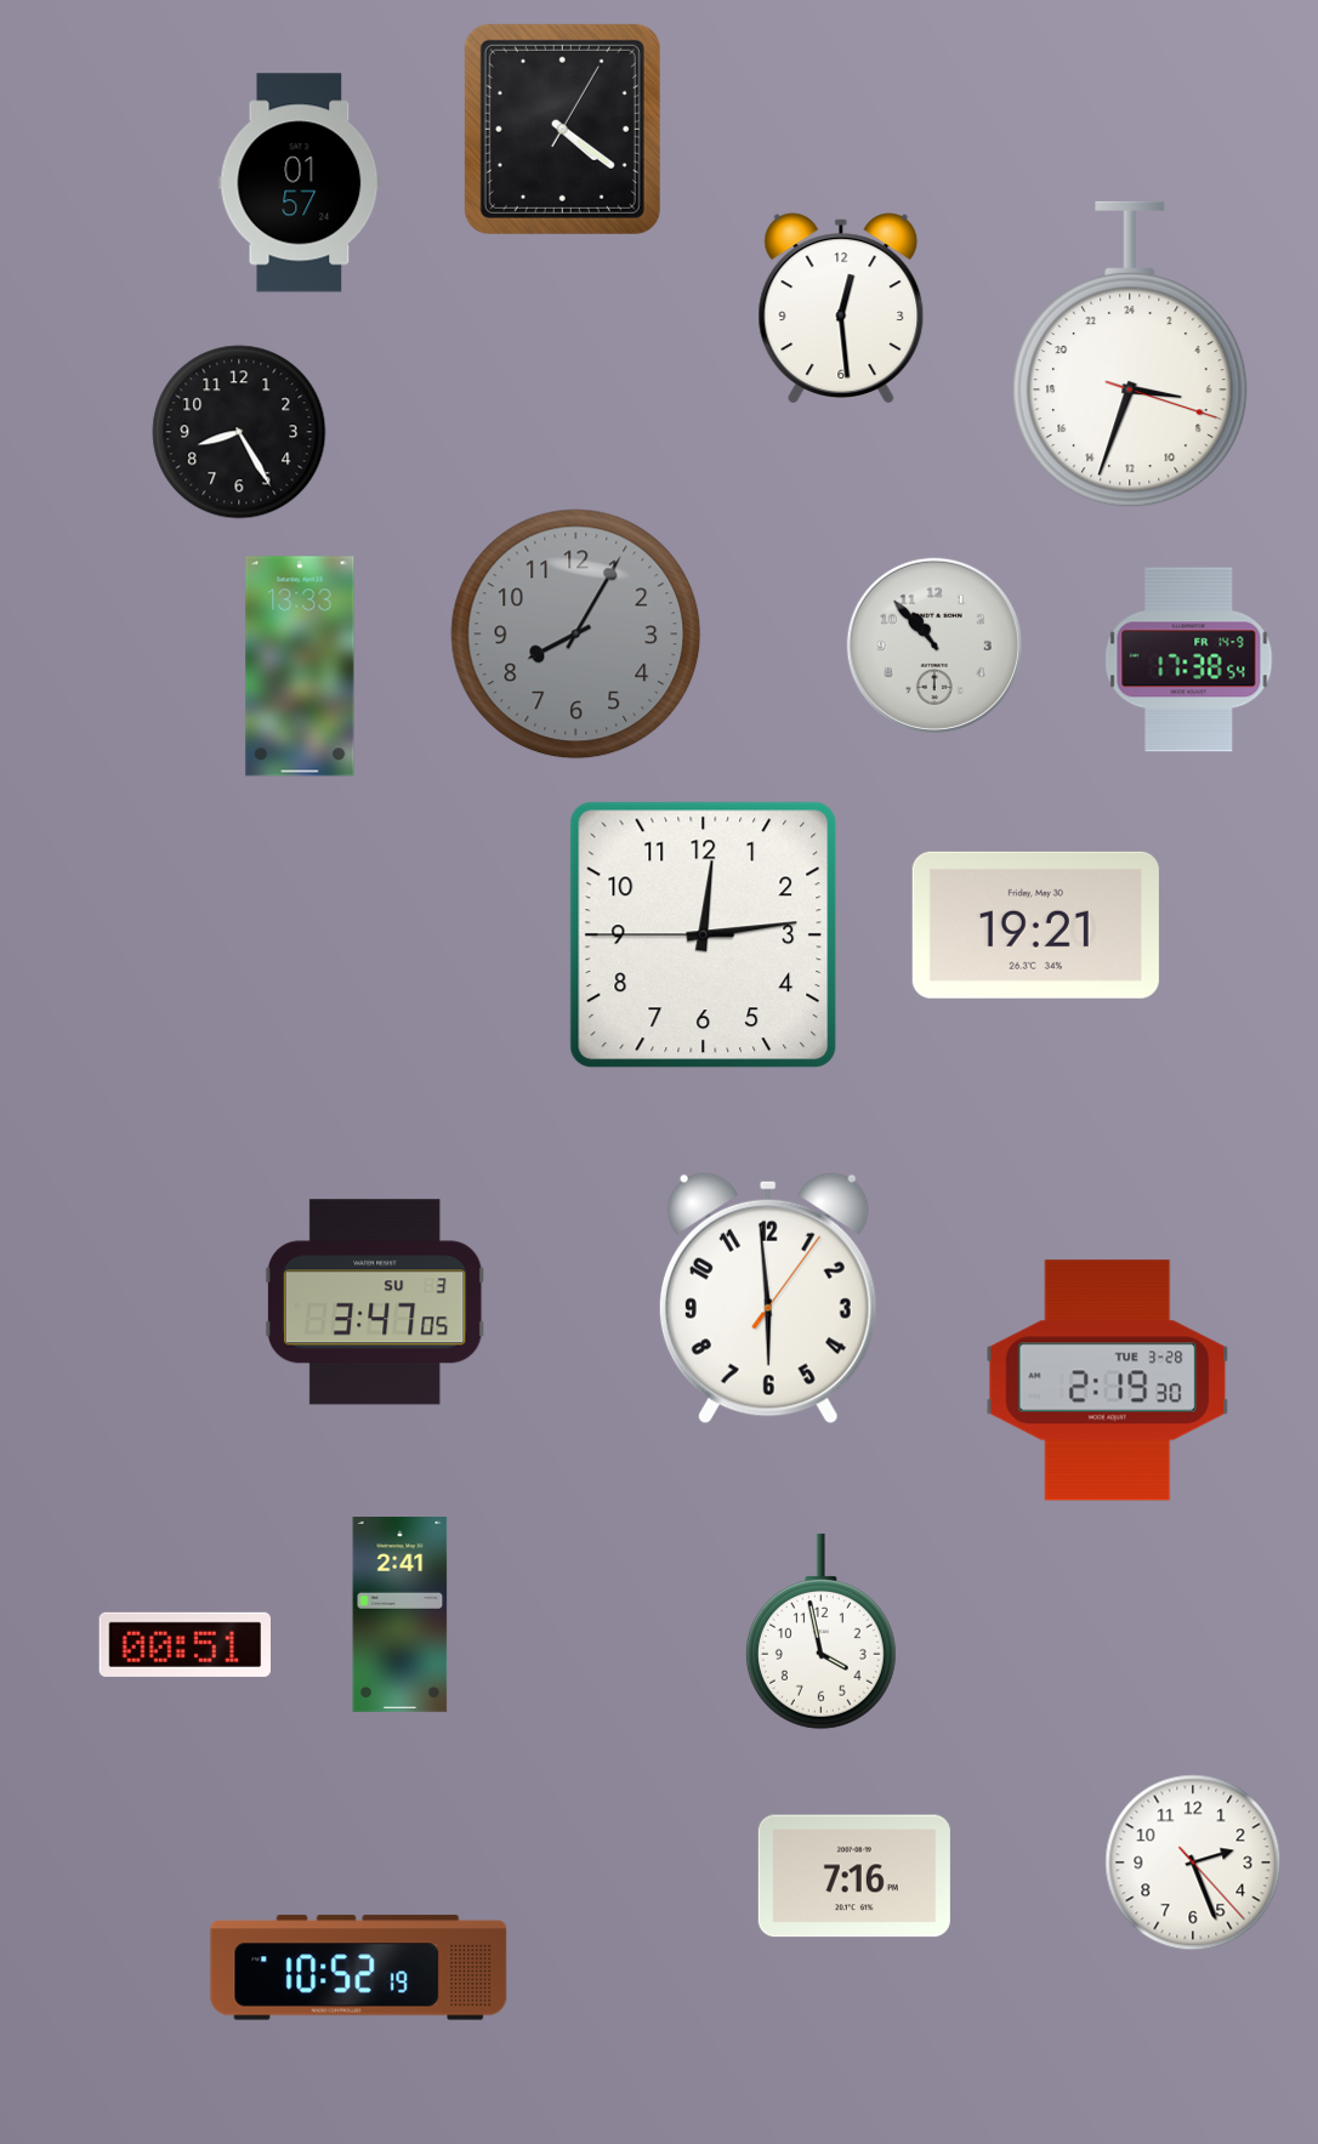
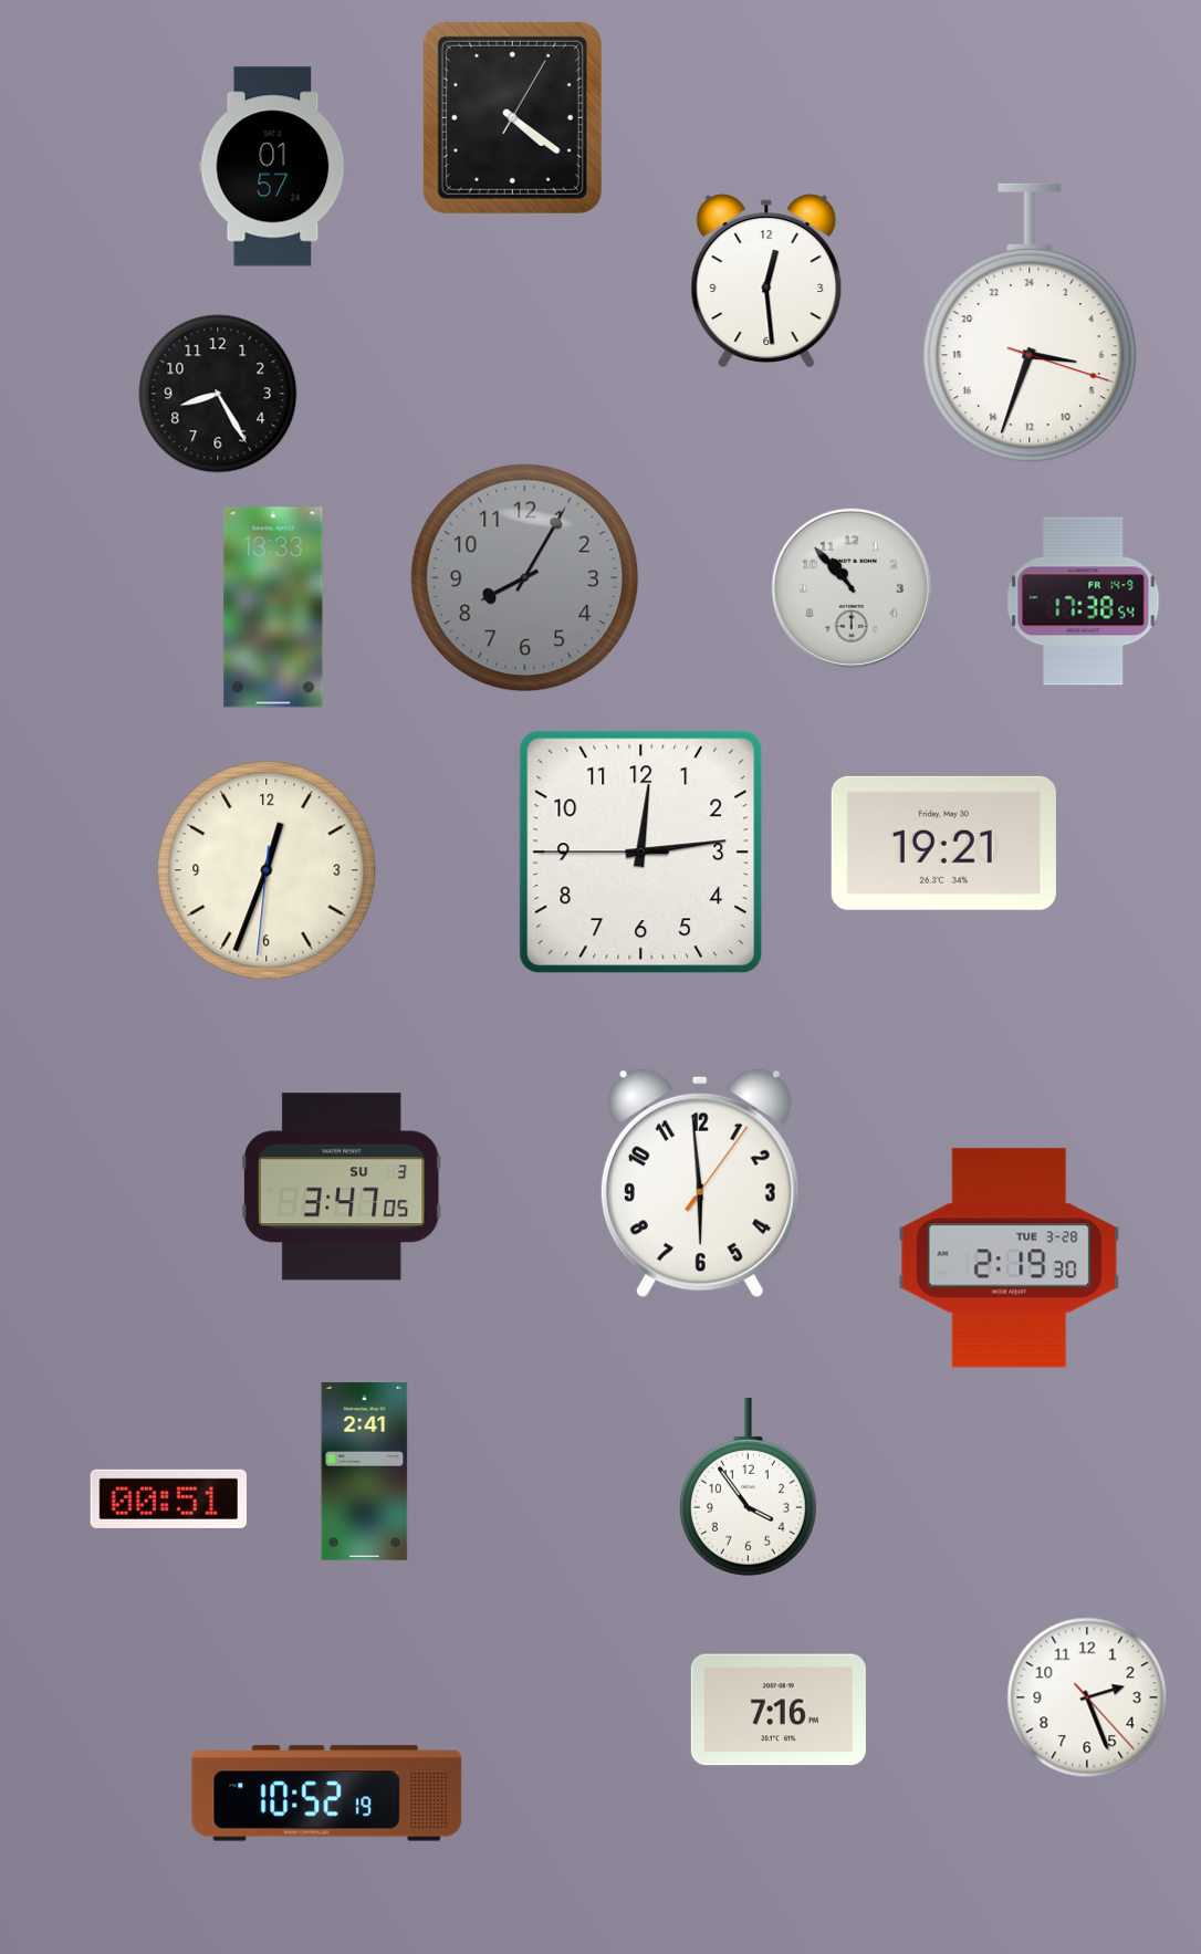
clock at (267, 870): none -> 12:33
clock at (820, 1631): 3:58 -> 3:54
